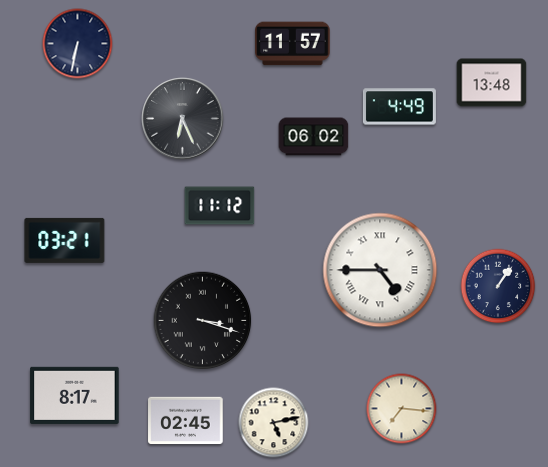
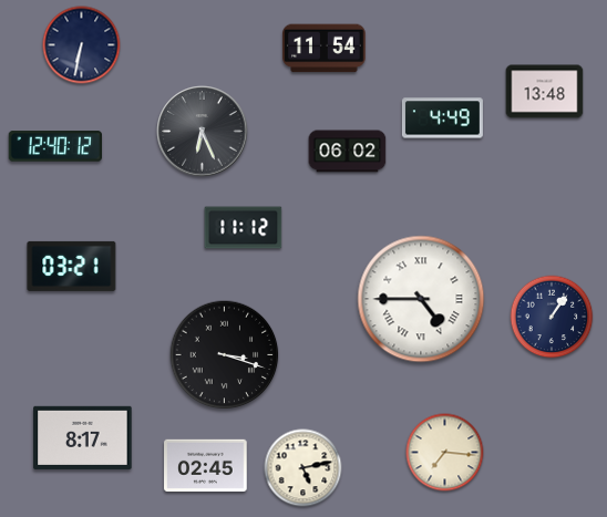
clock at (78, 44) position: (78, 44) -> (82, 45)
clock at (293, 44): 11:57 -> 11:54
clock at (55, 146): none -> 12:40
